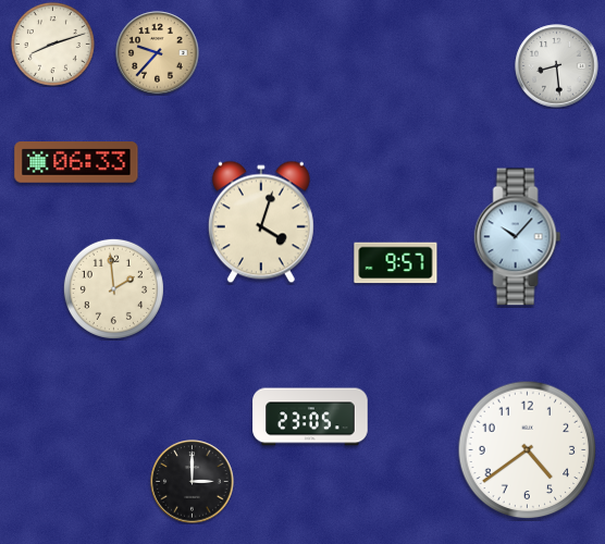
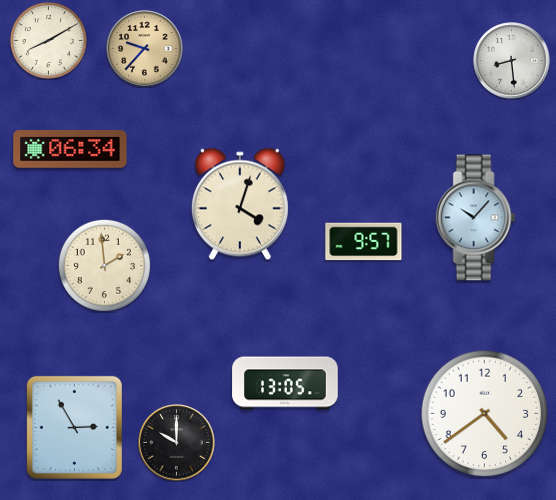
clock at (52, 44): 8:12 -> 8:10
clock at (76, 163): 06:33 -> 06:34
clock at (310, 417): 23:05 -> 13:05
clock at (74, 427): none -> 2:55
clock at (193, 482): 3:00 -> 10:00
